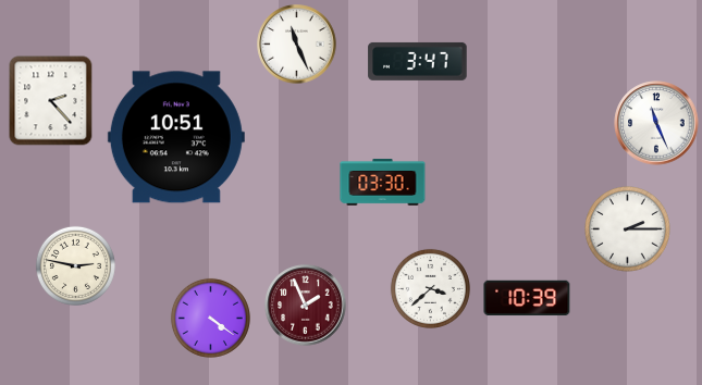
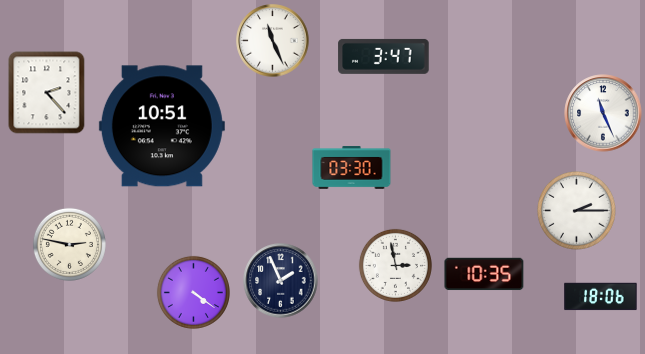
clock at (430, 288): 3:38 -> 2:58
clock at (527, 298): 10:39 -> 10:35
clock at (306, 306) dial: burgundy -> navy
clock at (601, 297): none -> 18:06
